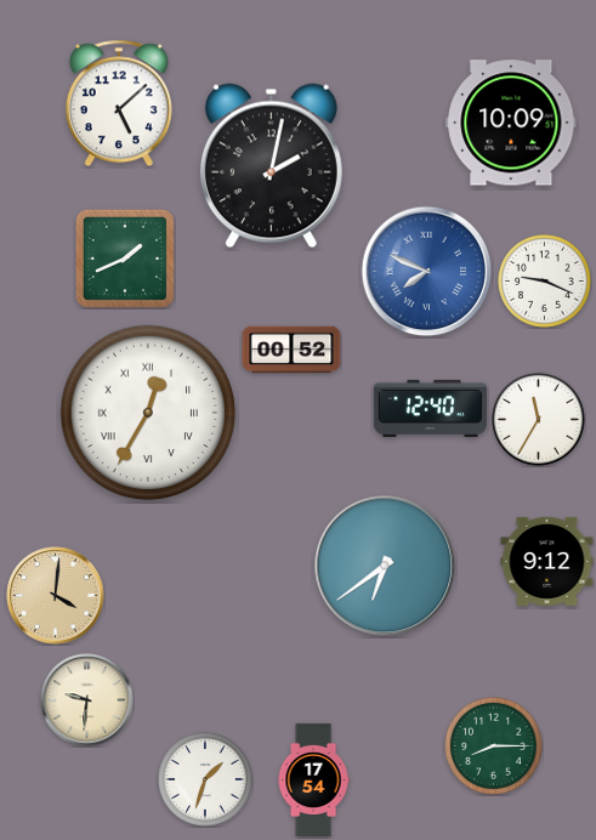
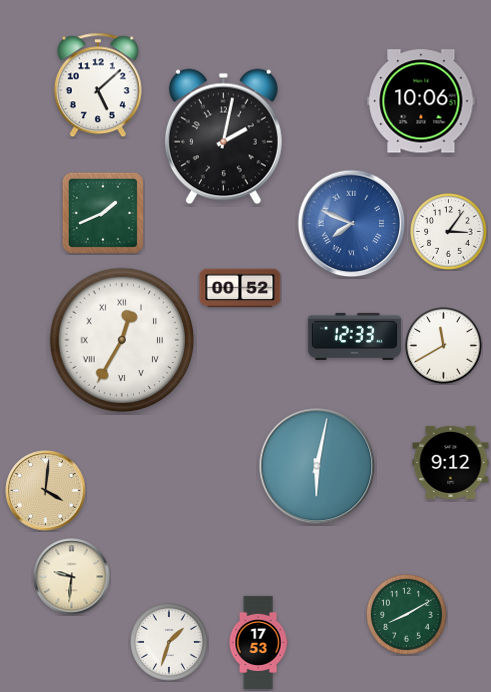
clock at (511, 123): 10:09 -> 10:06
clock at (545, 282): 9:19 -> 3:06
clock at (430, 408): 12:40 -> 12:33
clock at (539, 420): 11:35 -> 11:40
clock at (385, 566): 6:39 -> 6:02
clock at (494, 747): 8:15 -> 8:10
clock at (313, 779): 17:54 -> 17:53
